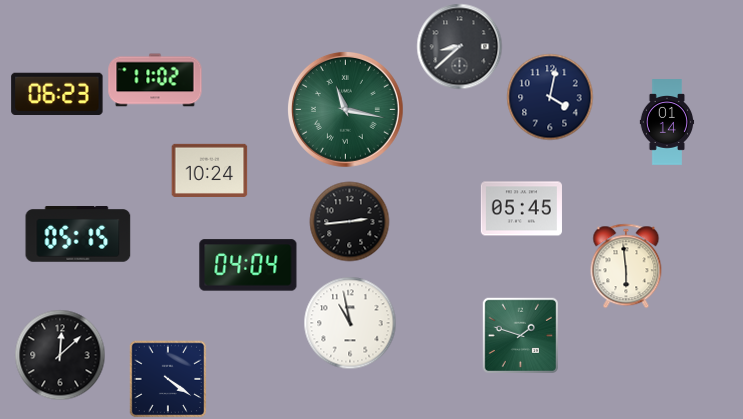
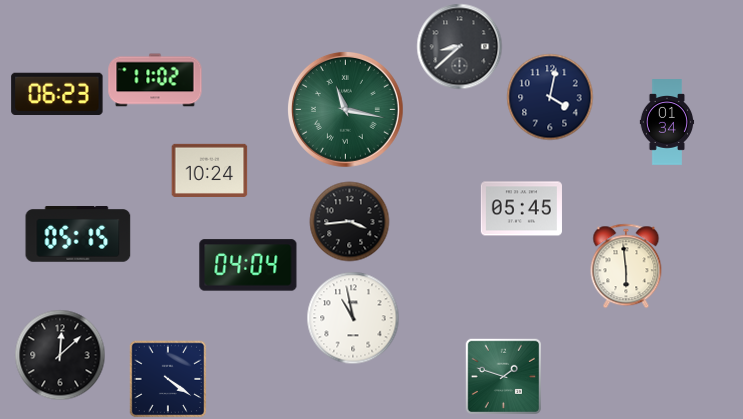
clock at (667, 122): 01:14 -> 01:34
clock at (350, 222): 2:44 -> 3:44
clock at (350, 323) position: (350, 323) -> (353, 318)
clock at (520, 335) position: (520, 335) -> (503, 376)
